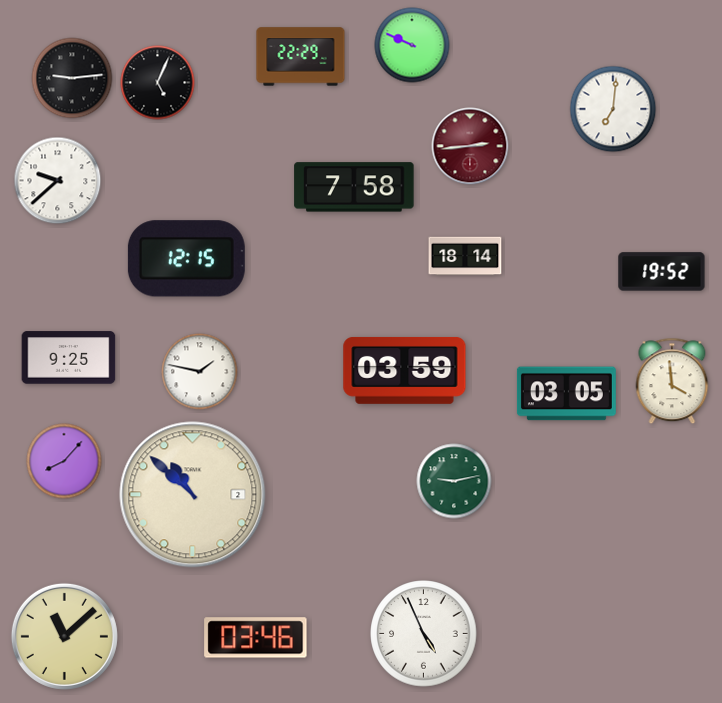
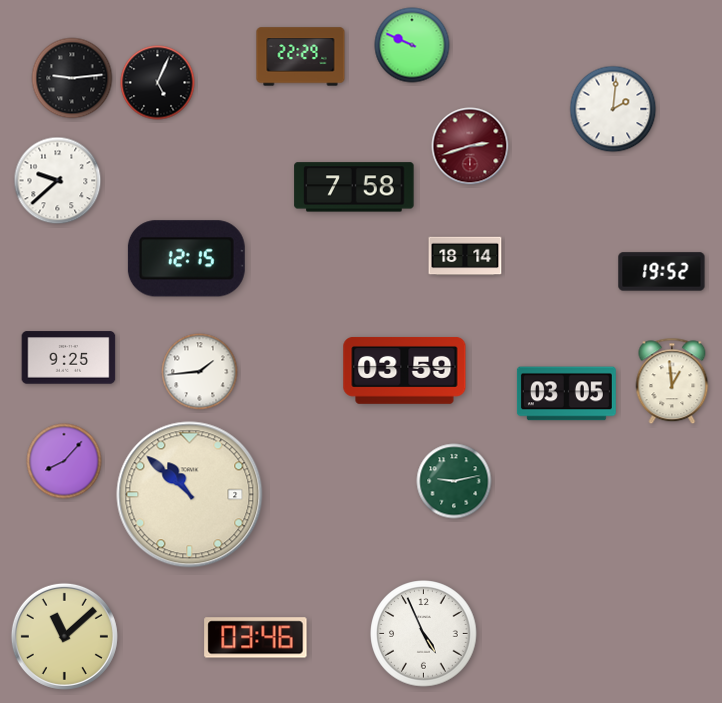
clock at (613, 109): 7:01 -> 2:01
clock at (470, 146): 2:44 -> 2:42
clock at (200, 372): 1:47 -> 1:44
clock at (672, 381): 3:59 -> 12:59
clock at (193, 495) position: (193, 495) -> (190, 495)
